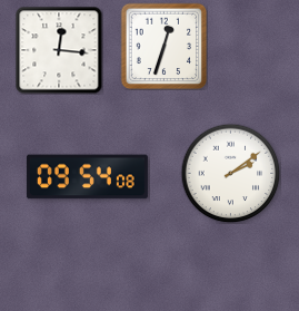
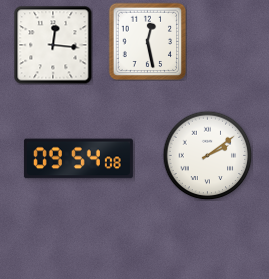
clock at (163, 46): 12:33 -> 12:28
